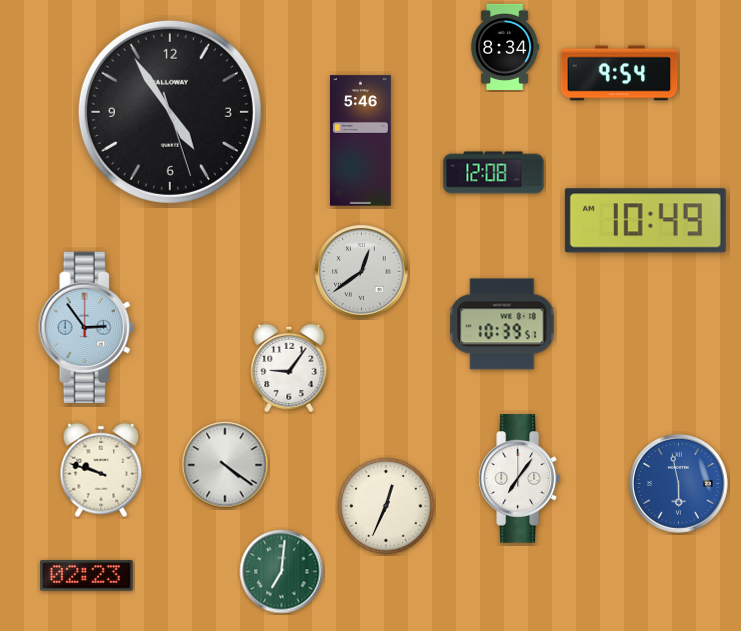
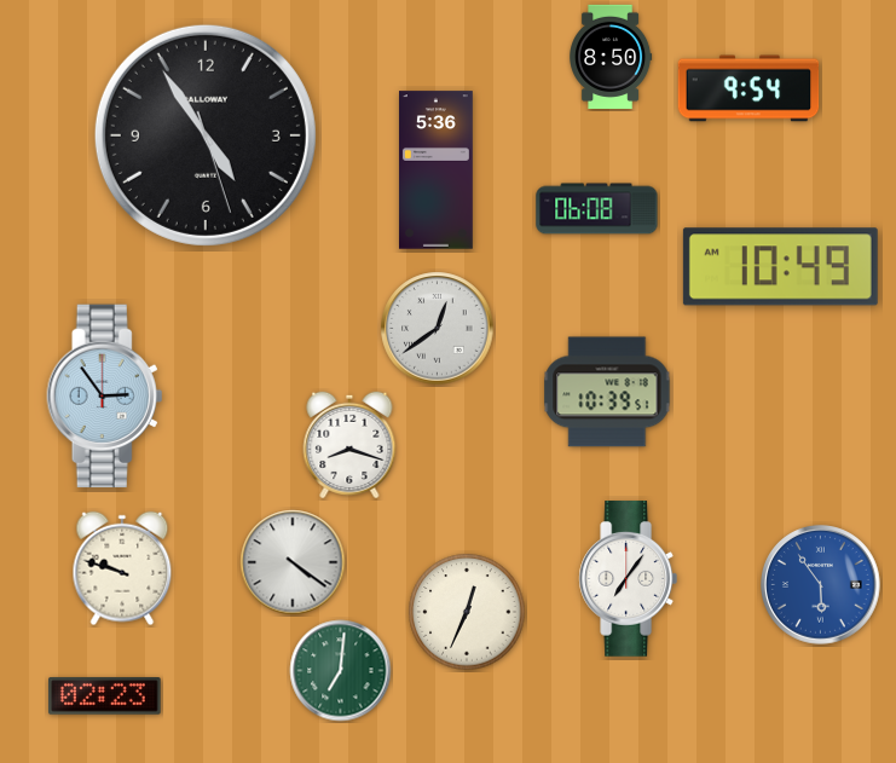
clock at (506, 47): 8:34 -> 8:50
clock at (361, 141): 5:46 -> 5:36
clock at (494, 173): 12:08 -> 06:08
clock at (289, 367): 9:06 -> 8:18
clock at (225, 465) position: (225, 465) -> (293, 562)
clock at (679, 484): 5:58 -> 5:54
clock at (282, 572) position: (282, 572) -> (341, 671)
